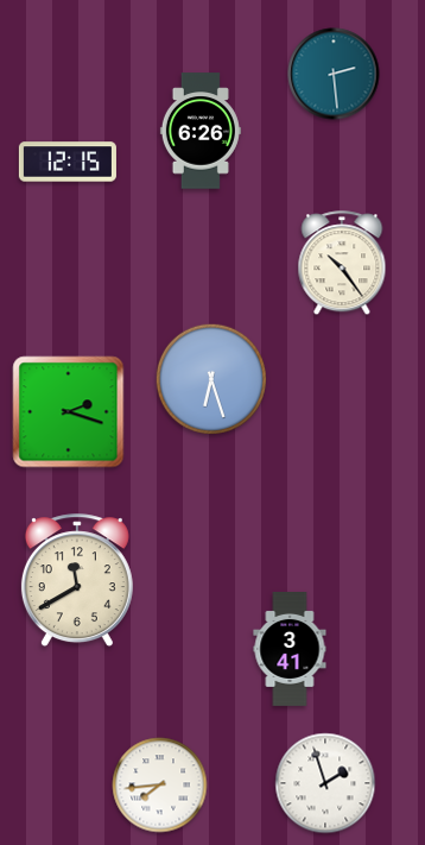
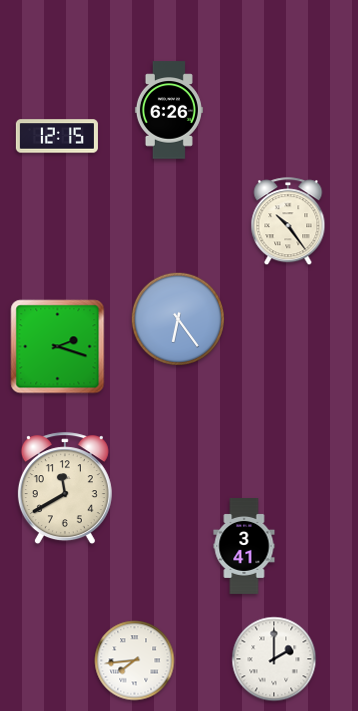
clock at (334, 74): 2:29 -> none
clock at (210, 378): 6:27 -> 6:24
clock at (325, 783): 1:57 -> 2:00
